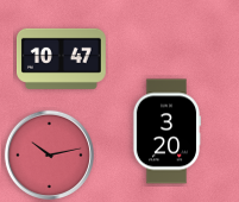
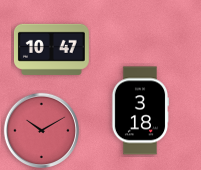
clock at (166, 132): 3:20 -> 3:18
clock at (49, 154): 10:13 -> 10:10
